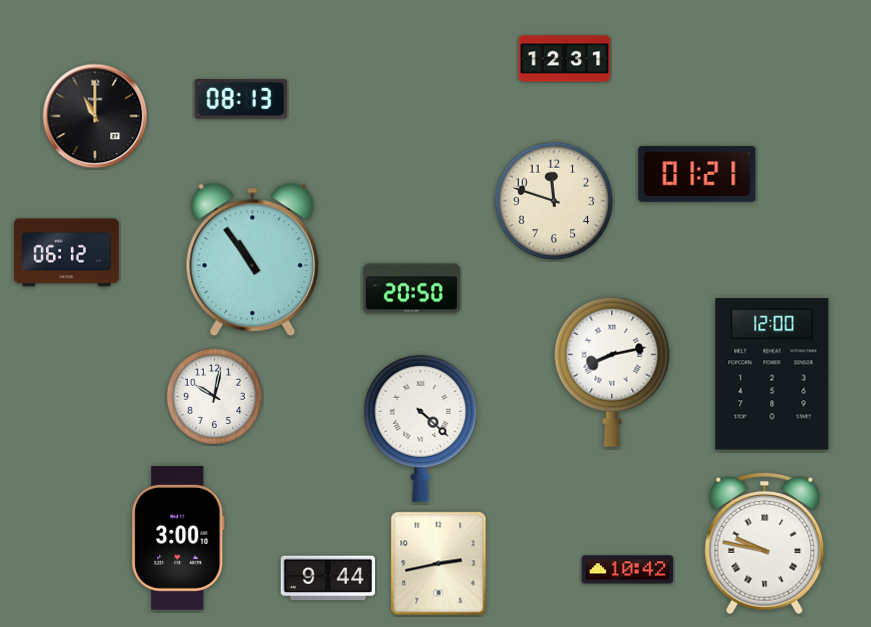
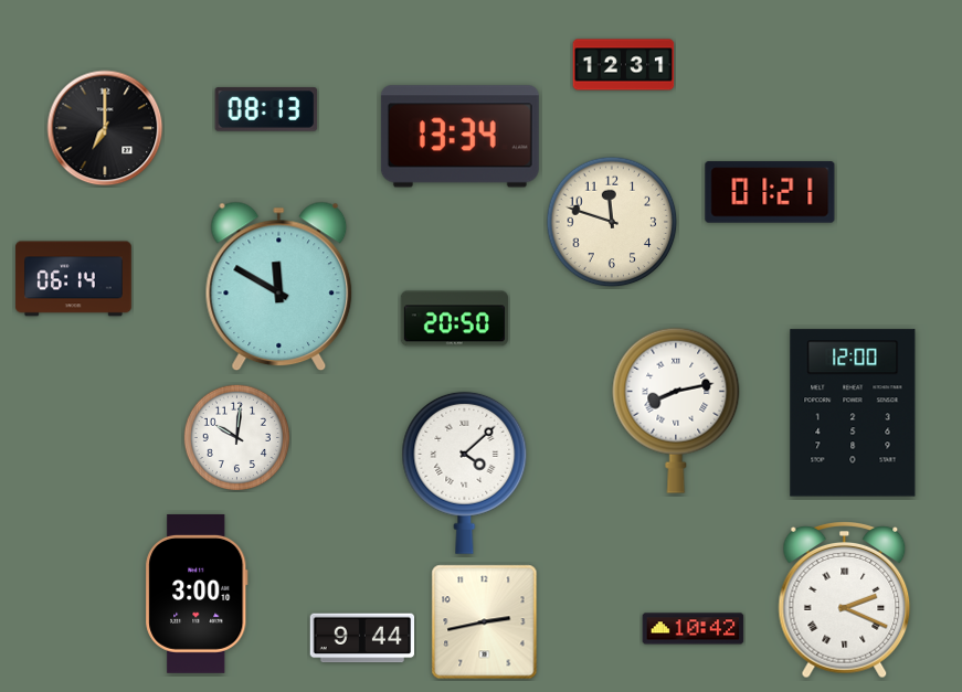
clock at (95, 116): 11:00 -> 7:00
clock at (459, 137): none -> 13:34
clock at (67, 253): 06:12 -> 06:14
clock at (253, 260): 10:54 -> 11:50
clock at (214, 396): 10:02 -> 10:01
clock at (421, 428): 4:22 -> 4:08
clock at (765, 544): 9:47 -> 2:19
